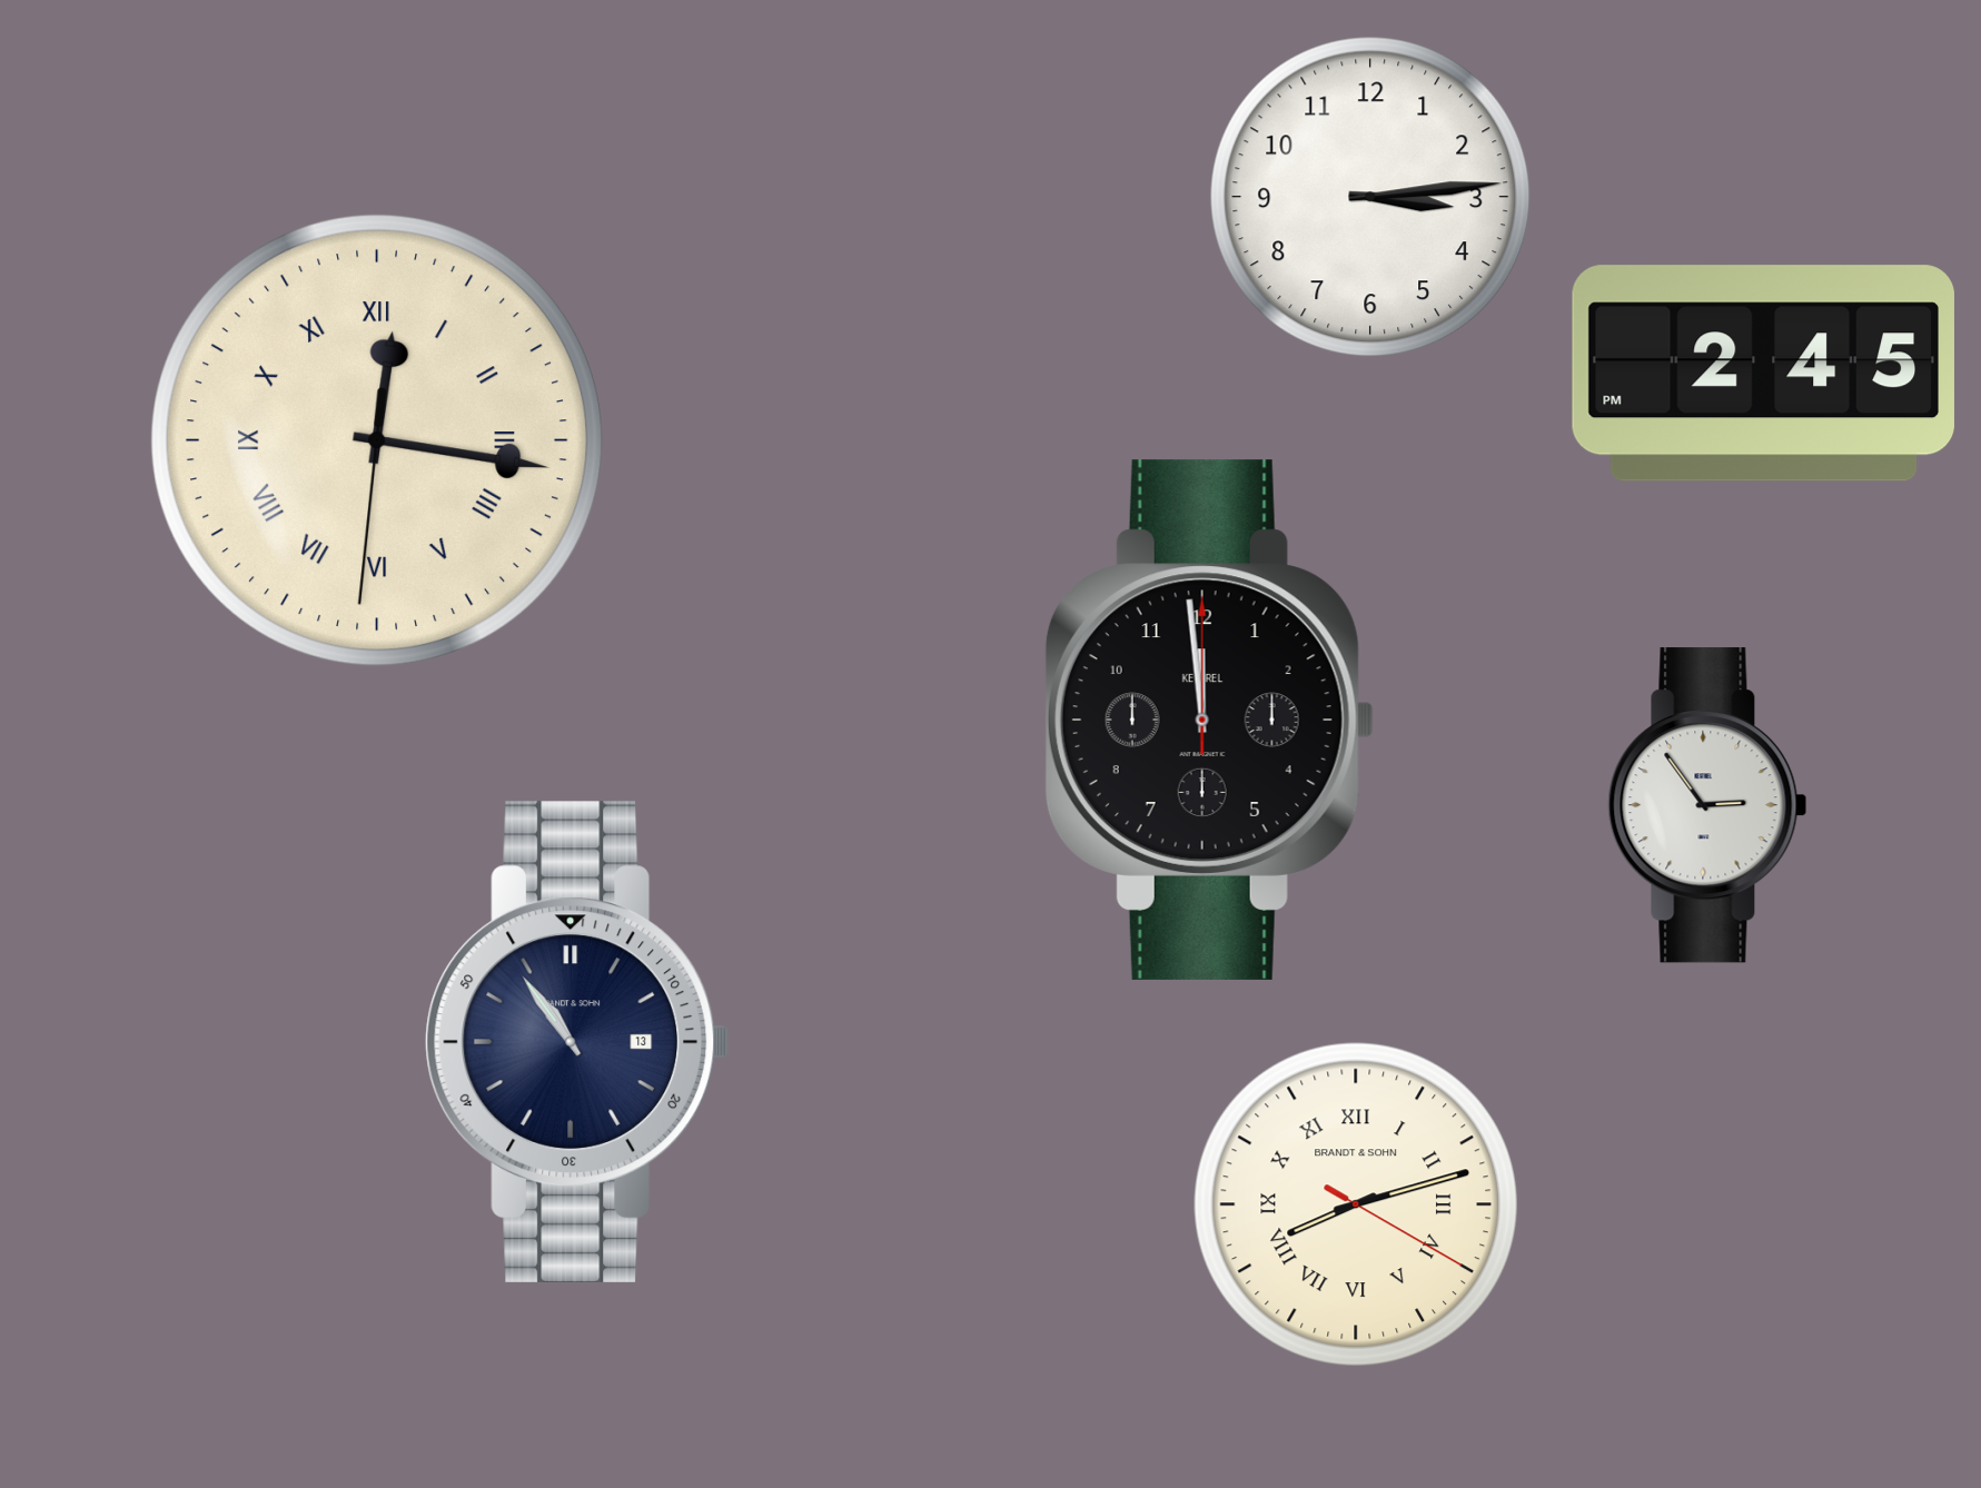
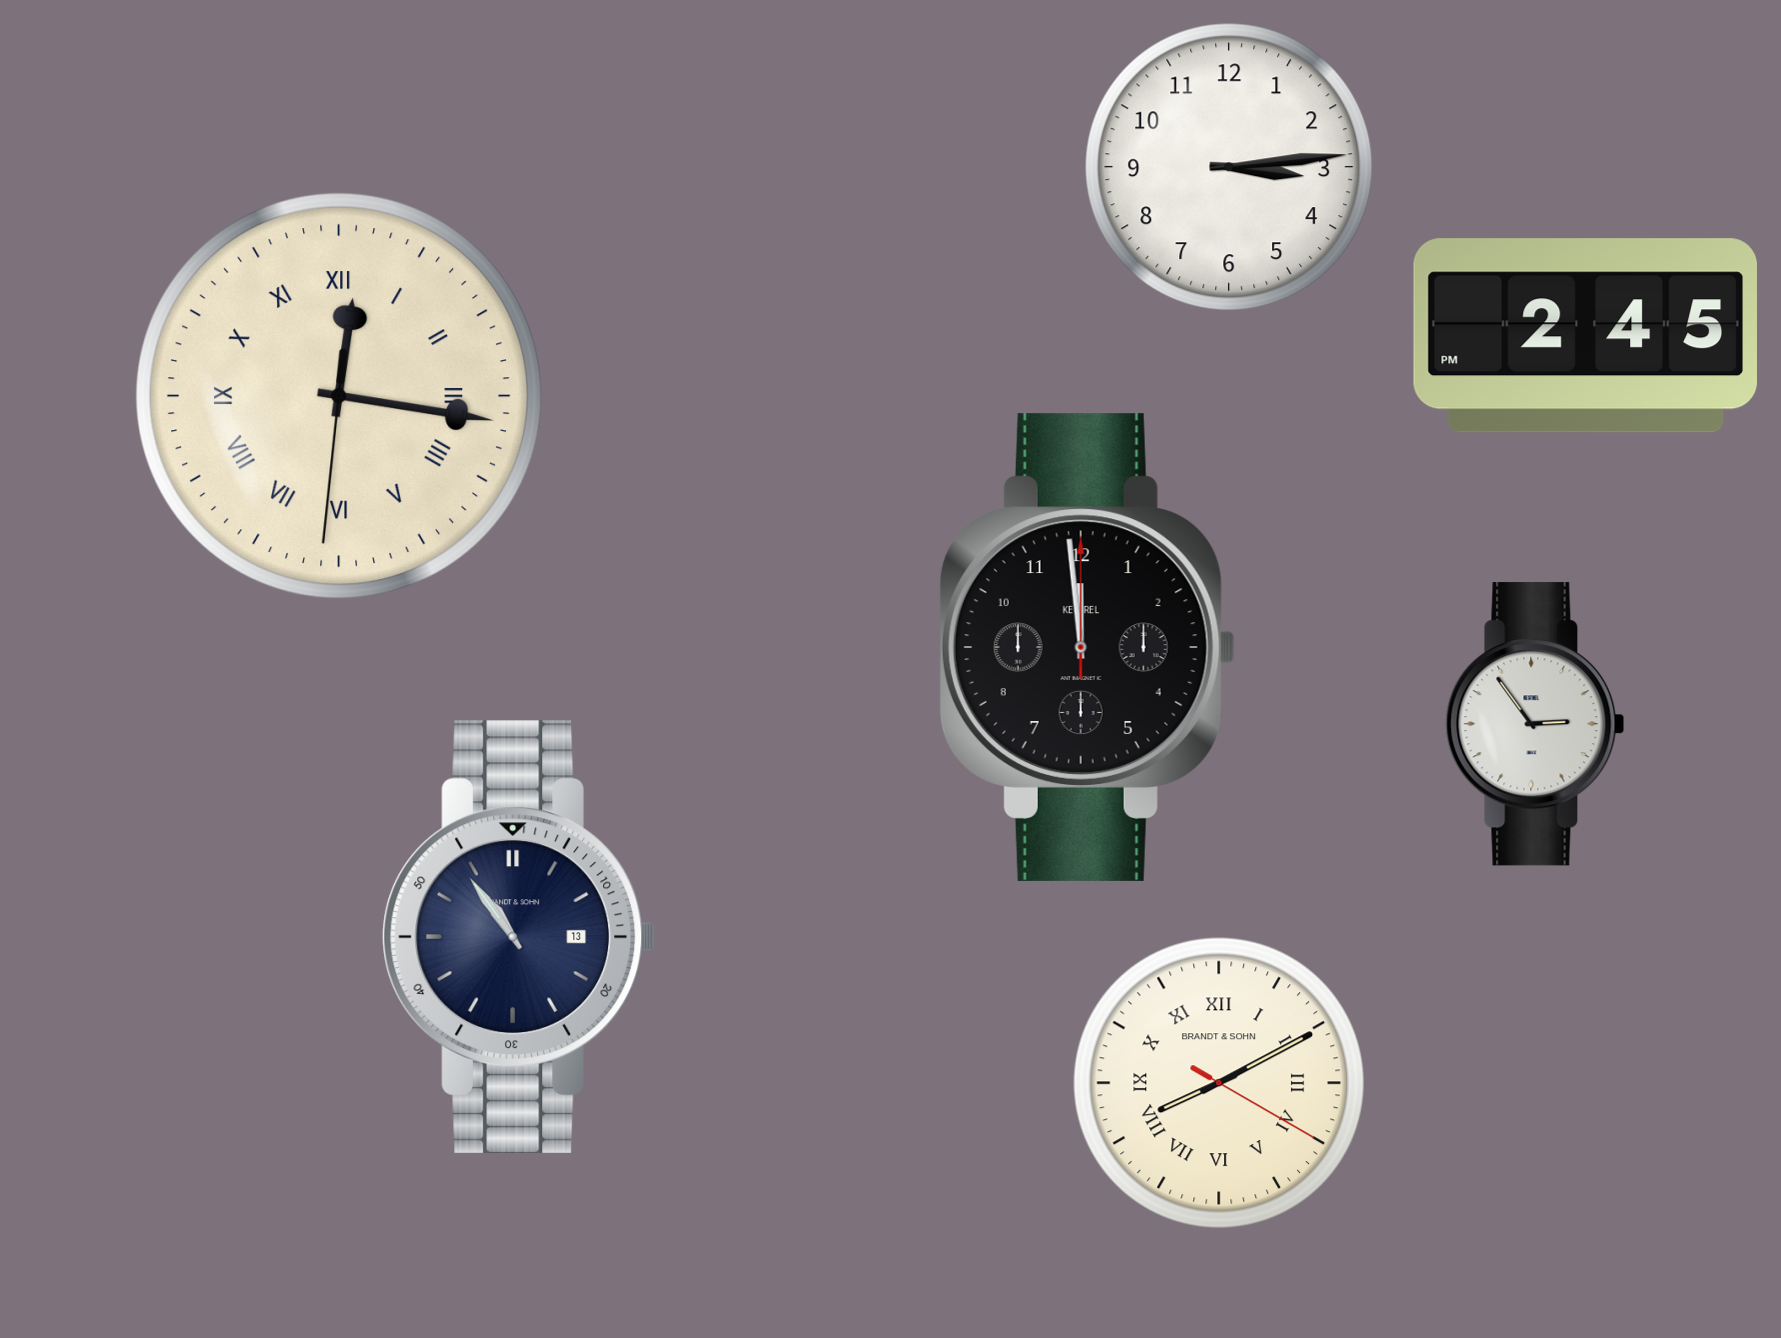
clock at (1370, 197) position: (1370, 197) -> (1229, 167)
clock at (1355, 1203): 8:12 -> 8:10
